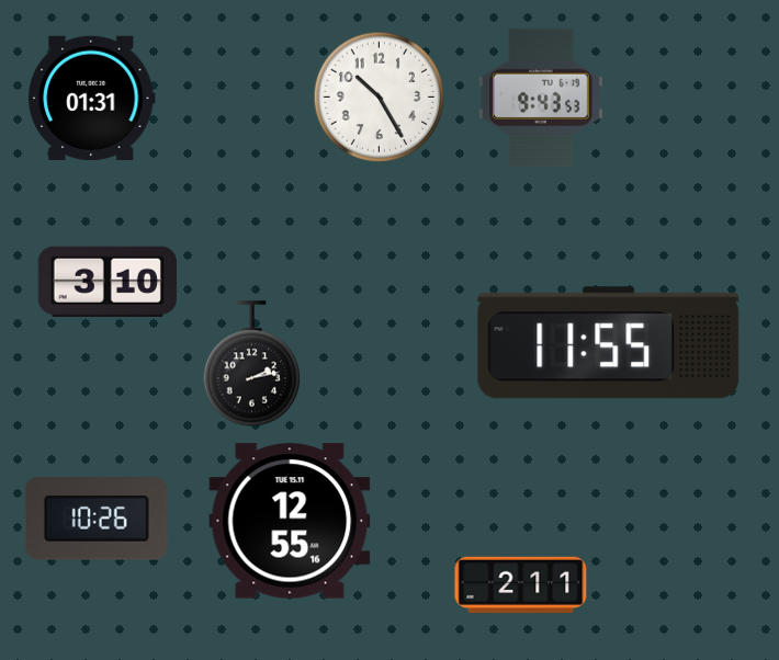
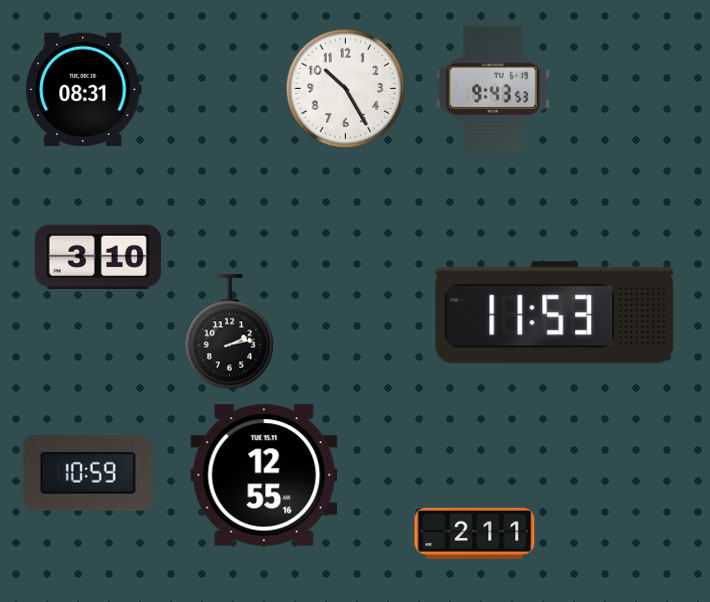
clock at (92, 99): 01:31 -> 08:31
clock at (609, 343): 11:55 -> 11:53
clock at (97, 519): 10:26 -> 10:59
